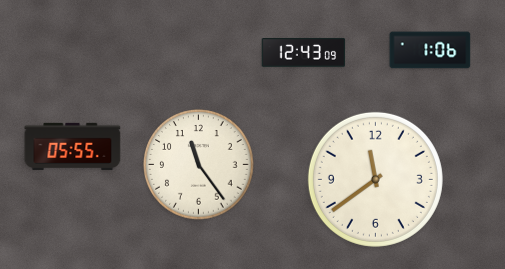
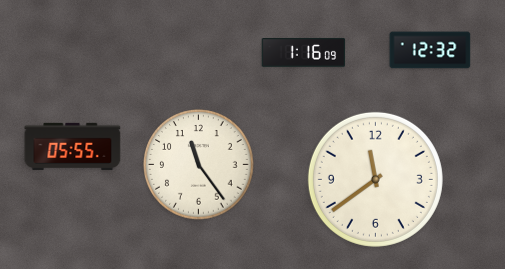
clock at (430, 50): 1:06 -> 12:32
clock at (304, 53): 12:43 -> 1:16
